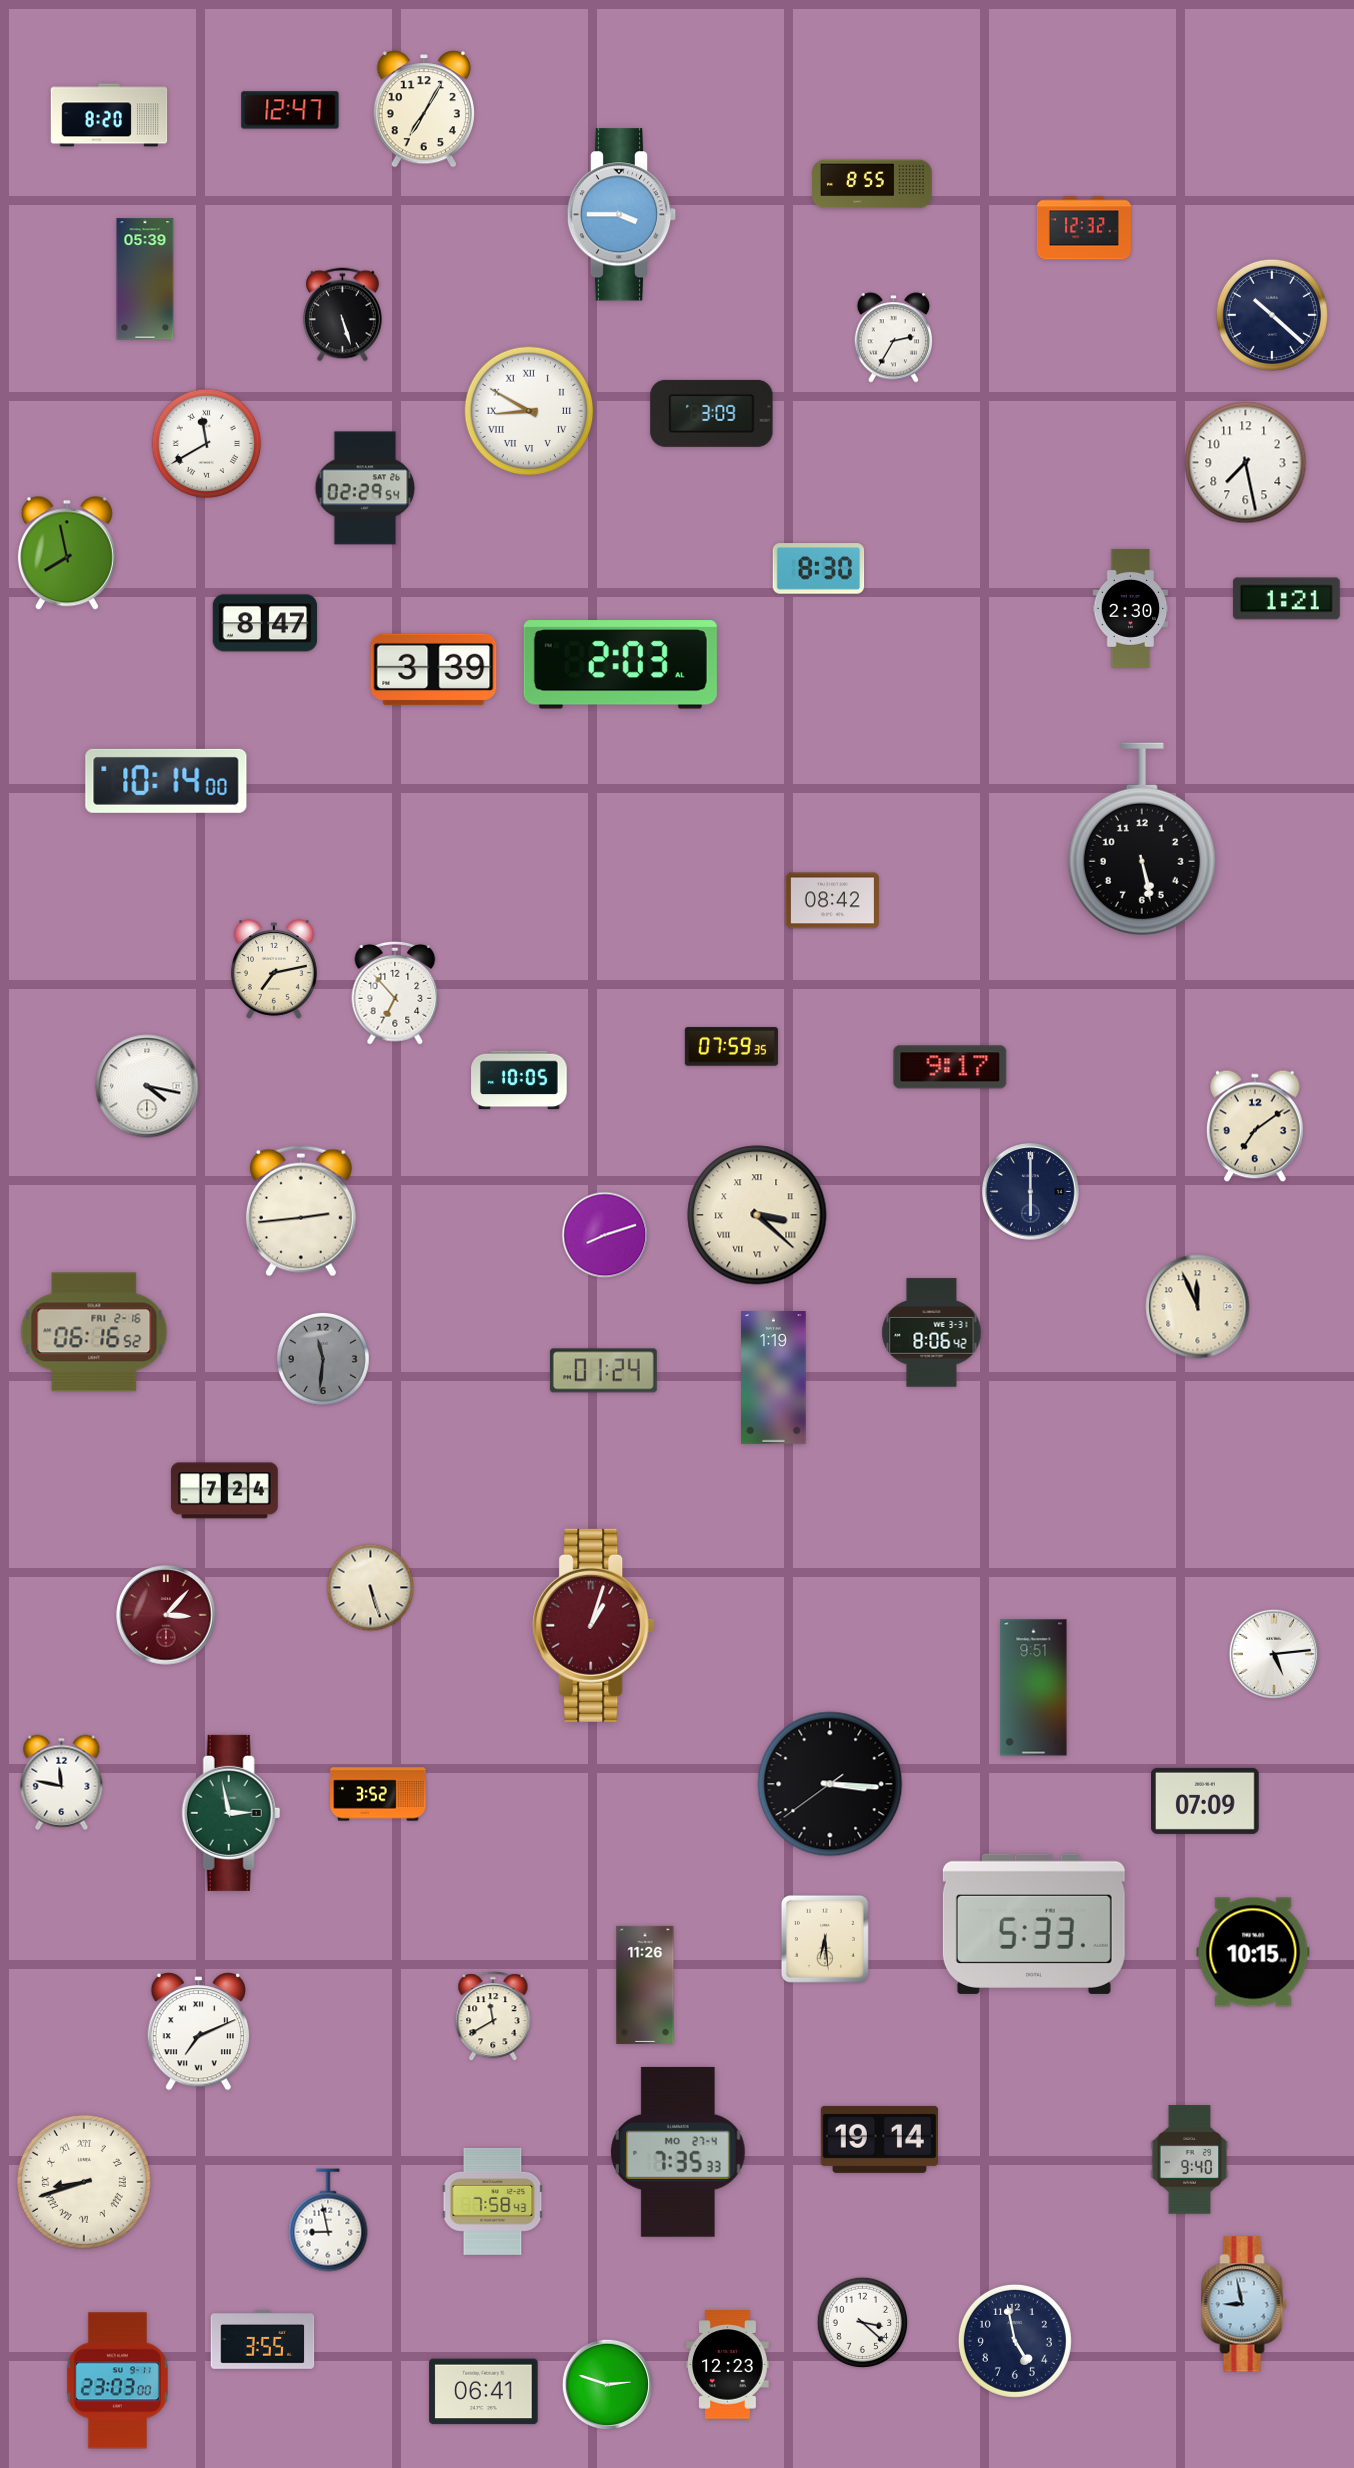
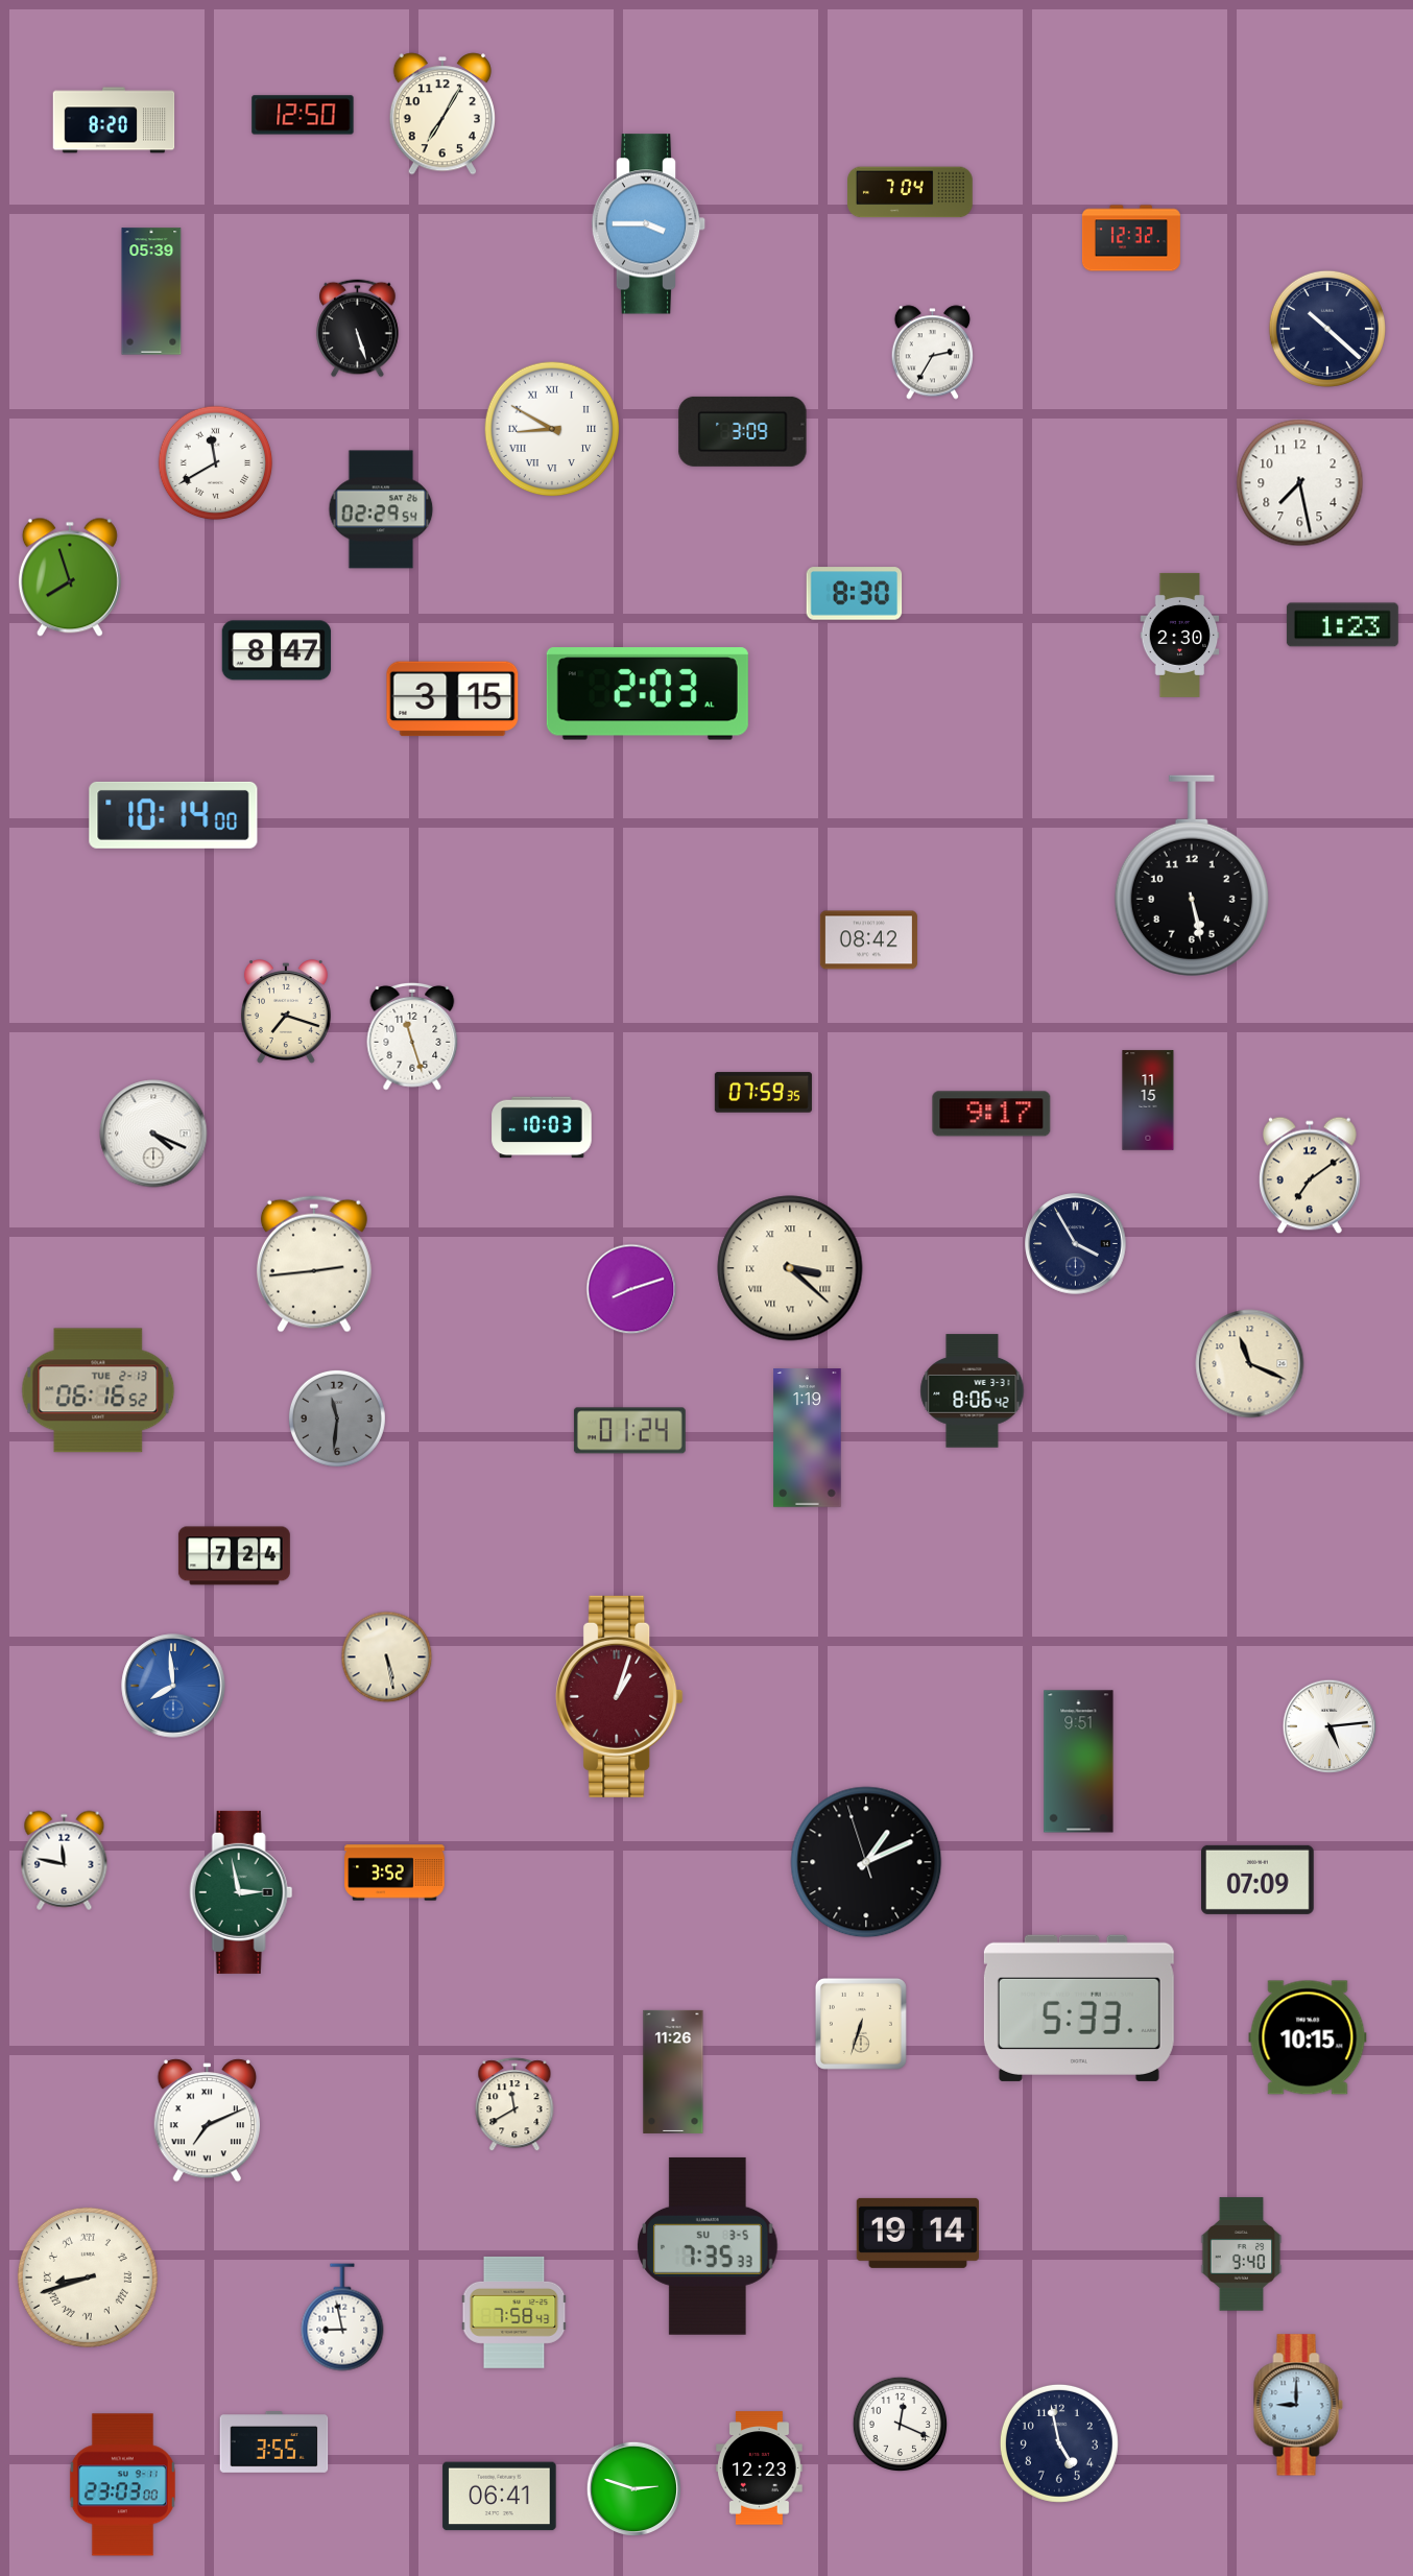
clock at (290, 110): 12:47 -> 12:50
clock at (873, 184): 8:55 -> 7:04
clock at (67, 553): 7:58 -> 7:57
clock at (1286, 599): 1:21 -> 1:23
clock at (434, 670): 3:39 -> 3:15
clock at (274, 969): 7:13 -> 7:18
clock at (395, 993): 6:53 -> 11:27
clock at (1148, 1100): none -> 11:15
clock at (519, 1080): 10:05 -> 10:03
clock at (147, 1086): 4:17 -> 4:19
clock at (1031, 1192): 6:00 -> 3:55
clock at (1198, 1307): 11:56 -> 11:19
clock at (94, 1332) date: FRI 2-16 -> TUE 2-13
clock at (371, 1588): 5:27 -> 5:28
clock at (166, 1615): 3:07 -> 7:59
clock at (166, 1615) dial: burgundy -> blue
clock at (830, 1784): 3:15 -> 1:10
clock at (825, 1939): 6:29 -> 6:33
clock at (678, 2152) date: MO 27-4 -> SU 3-5
clock at (493, 2201) position: (493, 2201) -> (514, 2312)
clock at (1244, 2304): 8:58 -> 9:00
clock at (862, 2322): 3:22 -> 12:19
clock at (484, 2392) position: (484, 2392) -> (500, 2497)
